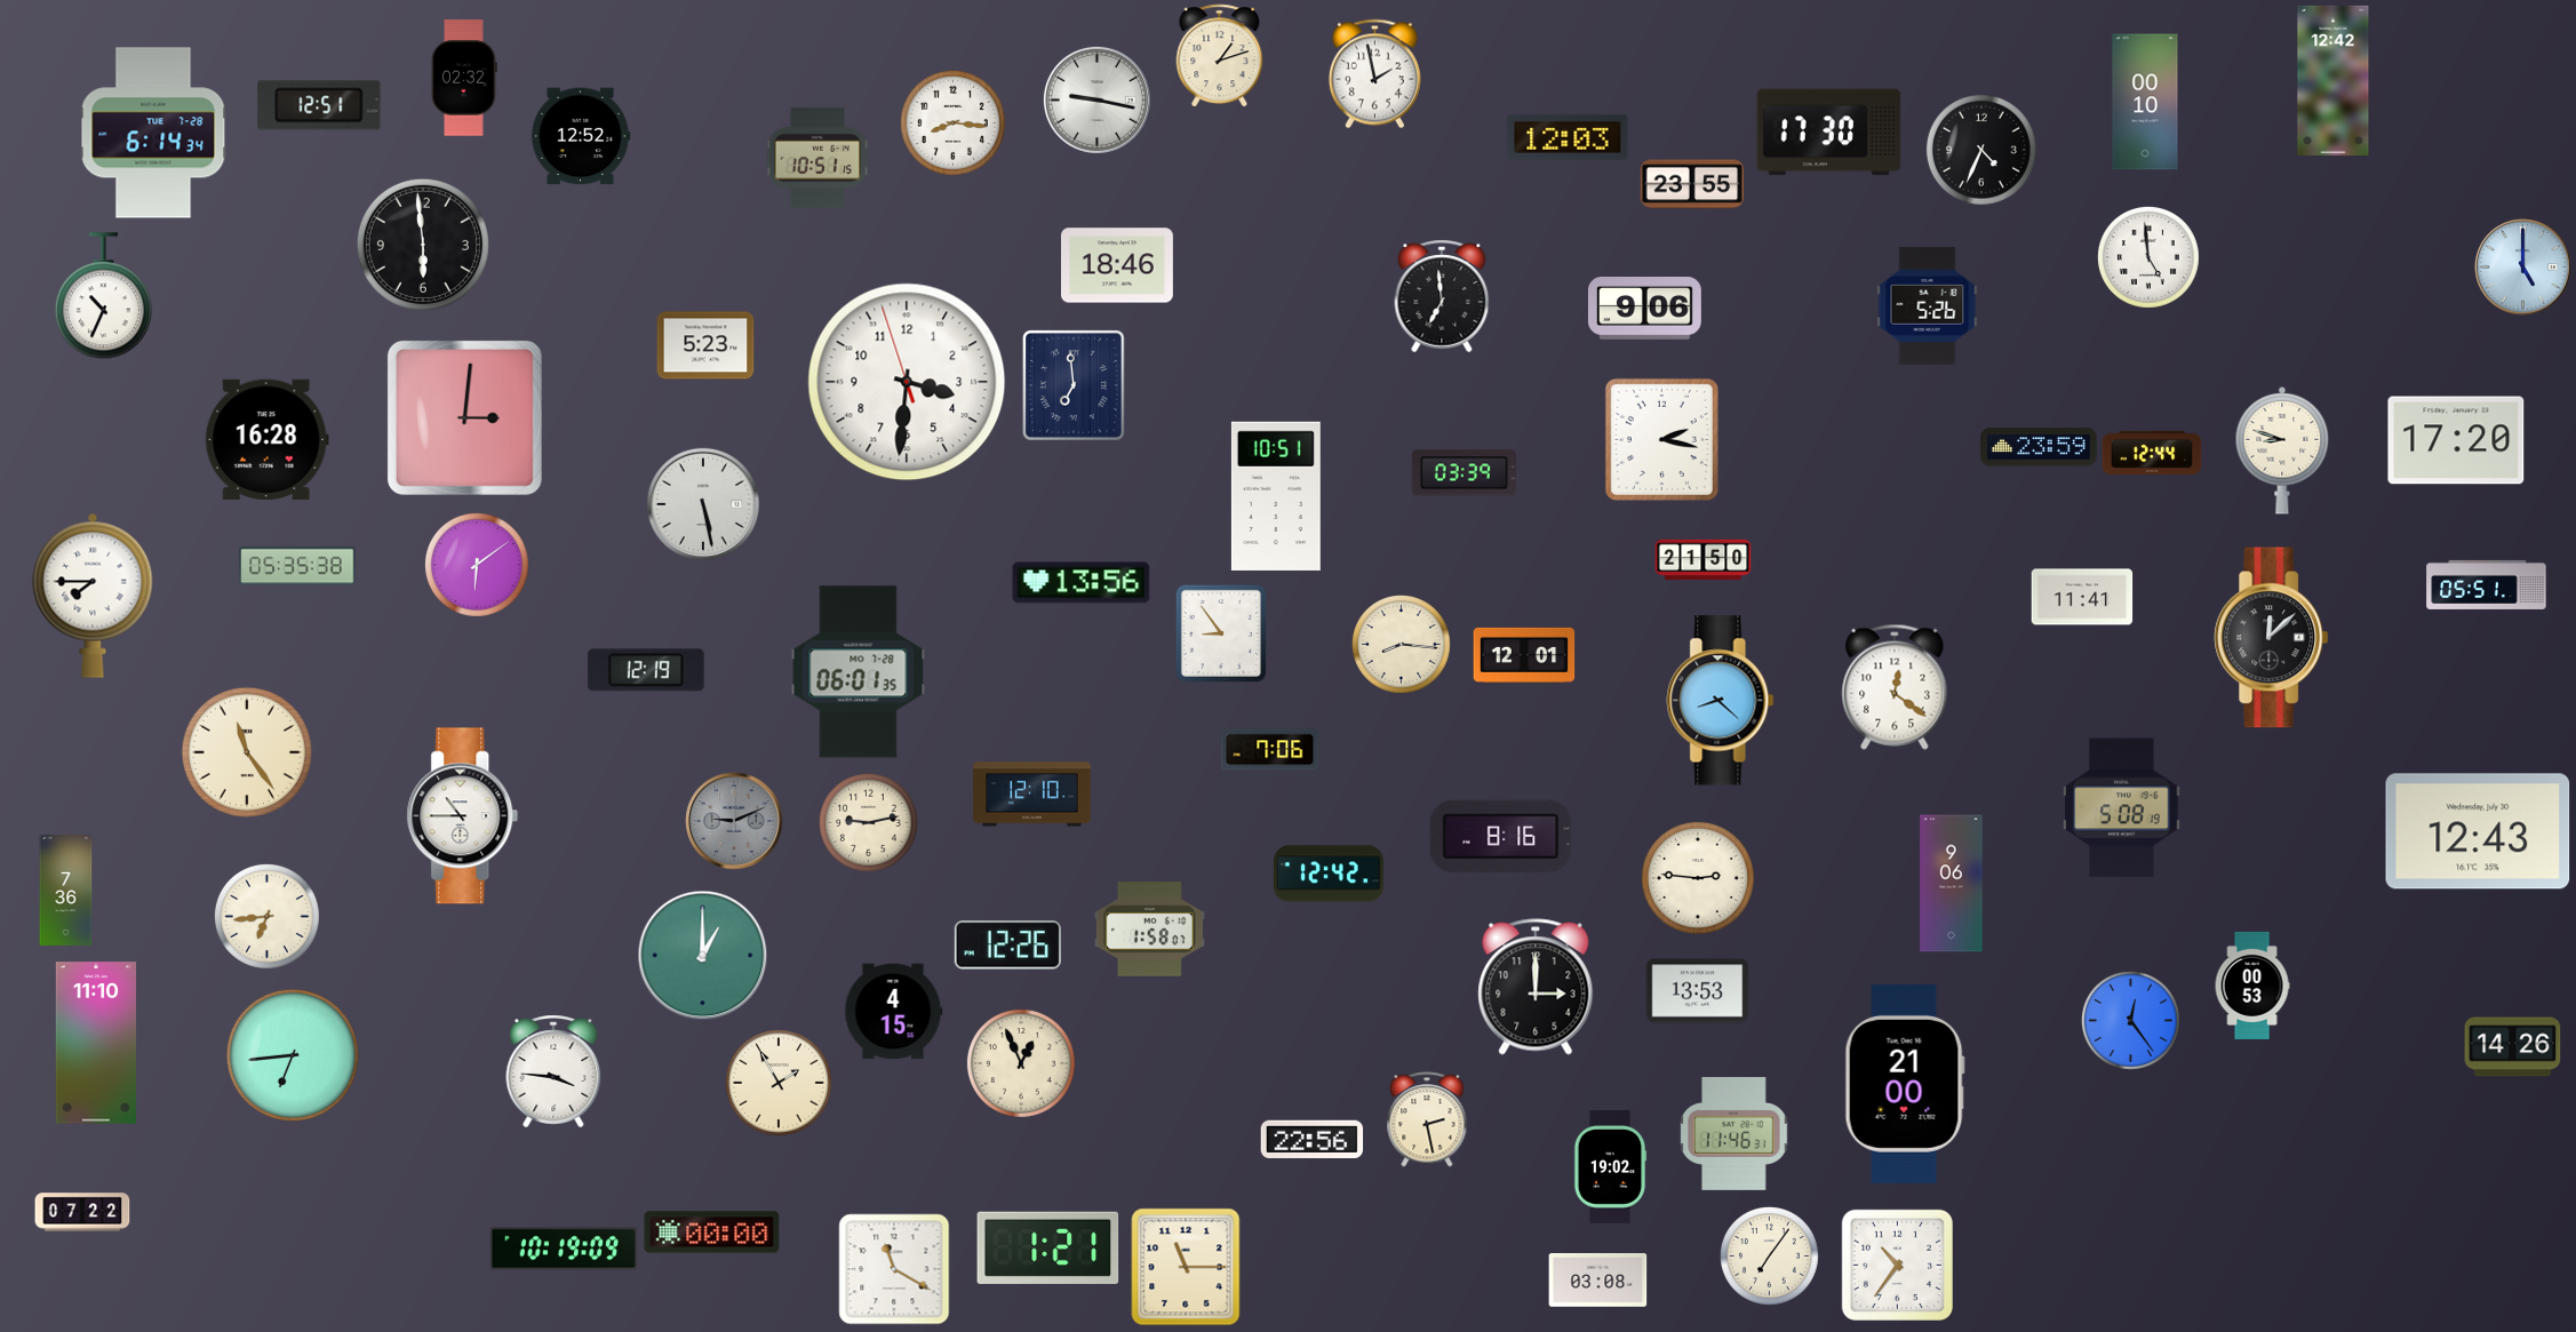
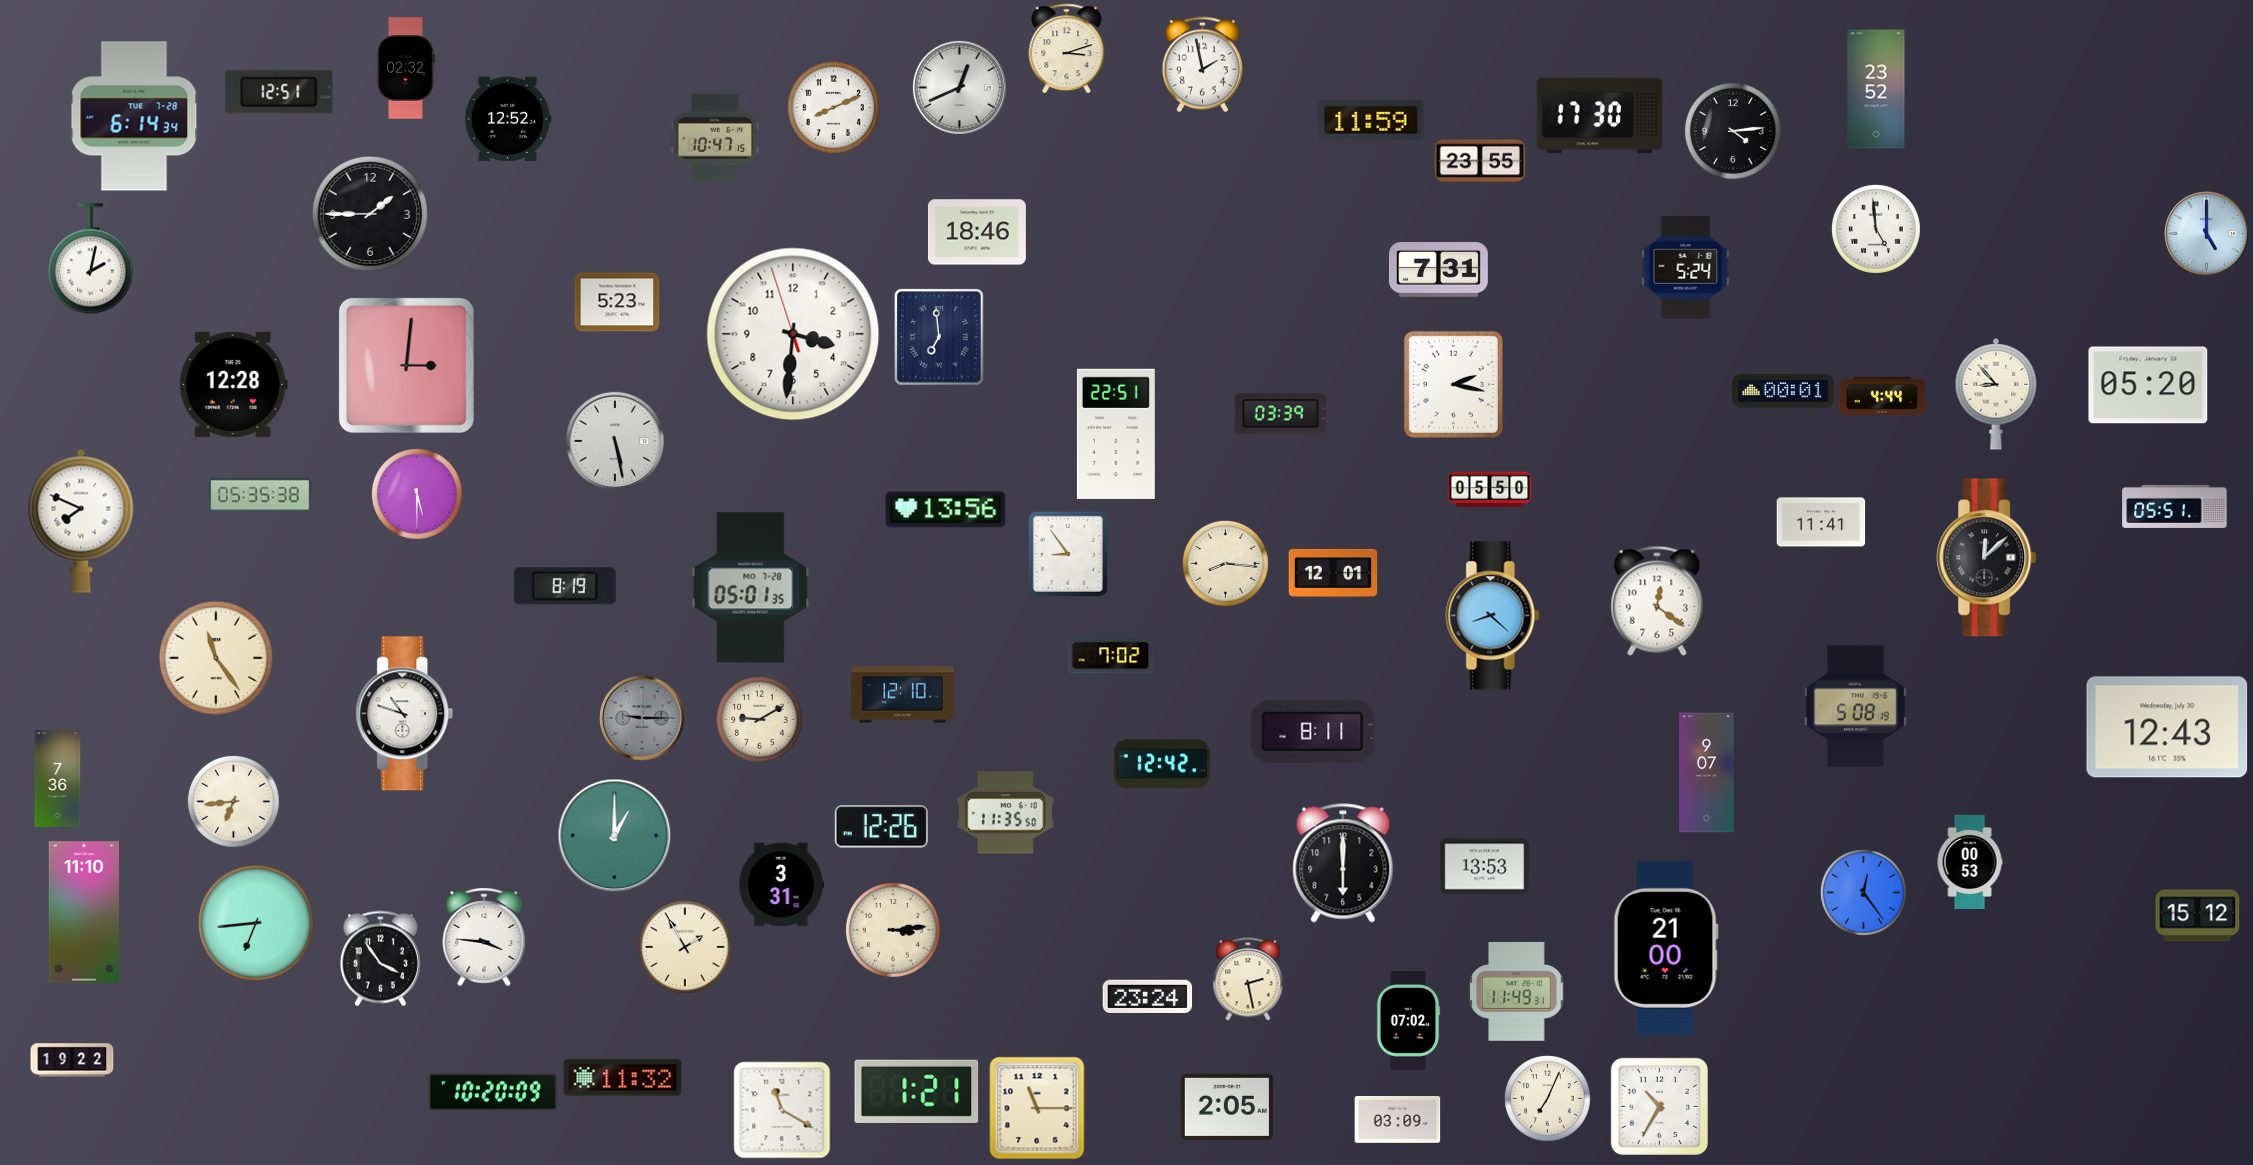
clock at (1220, 56): 1:12 -> 3:12
clock at (2334, 80): 12:42 -> none
clock at (1096, 99): 9:17 -> 12:41
clock at (2145, 102): 00:10 -> 23:52
clock at (952, 122): 8:16 -> 8:11
clock at (1568, 137): 12:03 -> 11:59
clock at (1981, 150): 4:34 -> 4:14
clock at (818, 157): 10:51 -> 10:47
clock at (423, 245): 5:59 -> 1:45
clock at (2148, 257) position: (2148, 257) -> (1876, 229)
clock at (103, 296): 10:34 -> 2:02
clock at (1442, 296): 6:59 -> none
clock at (1928, 306): 5:26 -> 5:24
clock at (1645, 309): 9:06 -> 7:31
clock at (266, 439): 16:28 -> 12:28
clock at (2456, 440): 17:20 -> 05:20
clock at (2039, 447): 23:59 -> 00:01
clock at (2282, 450): 8:48 -> 8:53
clock at (2152, 453): 12:44 -> 4:44
clock at (1276, 496): 10:51 -> 22:51
clock at (1704, 560): 21:50 -> 05:50
clock at (477, 565): 6:09 -> 5:30
clock at (2487, 584) position: (2487, 584) -> (2175, 506)
clock at (93, 596): 7:45 -> 7:49
clock at (647, 670): 12:19 -> 8:19
clock at (859, 672): 06:01 -> 05:01
clock at (1721, 701) position: (1721, 701) -> (1493, 616)
clock at (1270, 750): 7:06 -> 7:02
clock at (463, 816): 10:45 -> 10:48
clock at (734, 821): 9:11 -> 9:15
clock at (869, 823): 9:13 -> 9:10
clock at (1501, 836): 8:16 -> 8:11
clock at (1698, 878): 2:46 -> none
clock at (1952, 884): 9:06 -> 9:07
clock at (1149, 930): 1:58 -> 11:35
clock at (1536, 987): 3:00 -> 6:00
clock at (893, 1012): 4:15 -> 3:31
clock at (2513, 1047): 14:26 -> 15:12
clock at (1021, 1063): 12:56 -> 3:14
clock at (779, 1083) position: (779, 1083) -> (685, 947)
clock at (380, 959): none -> 3:54
clock at (1734, 1133): 11:46 -> 11:49
clock at (1313, 1139): 22:56 -> 23:24
clock at (1610, 1167): 19:02 -> 07:02
clock at (82, 1212): 07:22 -> 19:22
clock at (712, 1233): 00:00 -> 11:32
clock at (564, 1249): 10:19 -> 10:20
clock at (1770, 1257): 7:06 -> 7:04
clock at (1897, 1265): 10:36 -> 10:35
clock at (1227, 1107): none -> 2:05
clock at (1598, 1281): 03:08 -> 03:09
